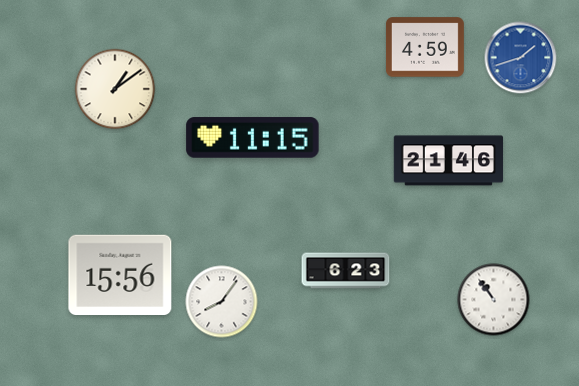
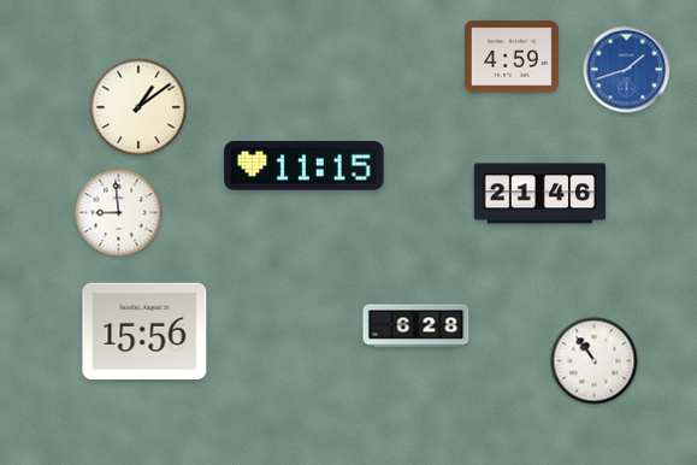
clock at (119, 213): none -> 8:59
clock at (346, 271): 6:23 -> 6:28
clock at (222, 302): 8:06 -> none
